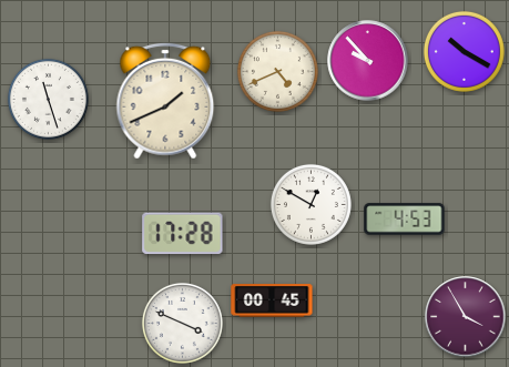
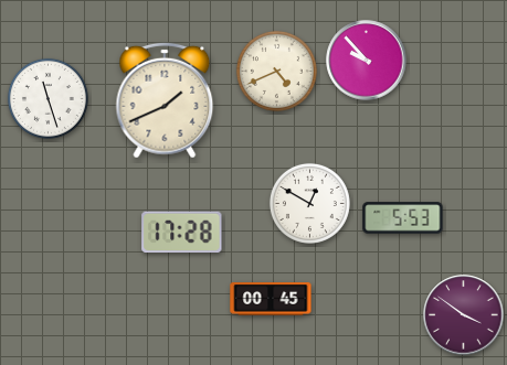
clock at (464, 51): 10:20 -> none
clock at (405, 220): 4:53 -> 5:53
clock at (466, 317): 3:55 -> 3:51
clock at (182, 323): 3:49 -> none
